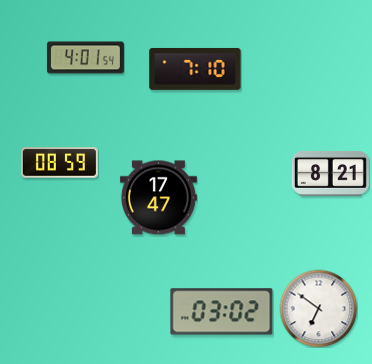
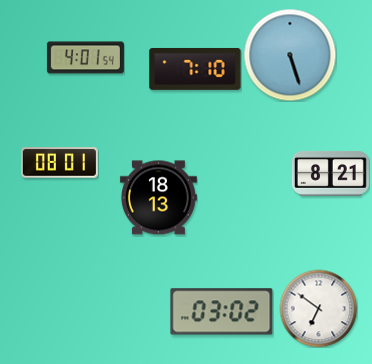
clock at (290, 55): none -> 5:27
clock at (59, 163): 08:59 -> 08:01
clock at (158, 198): 17:47 -> 18:13
